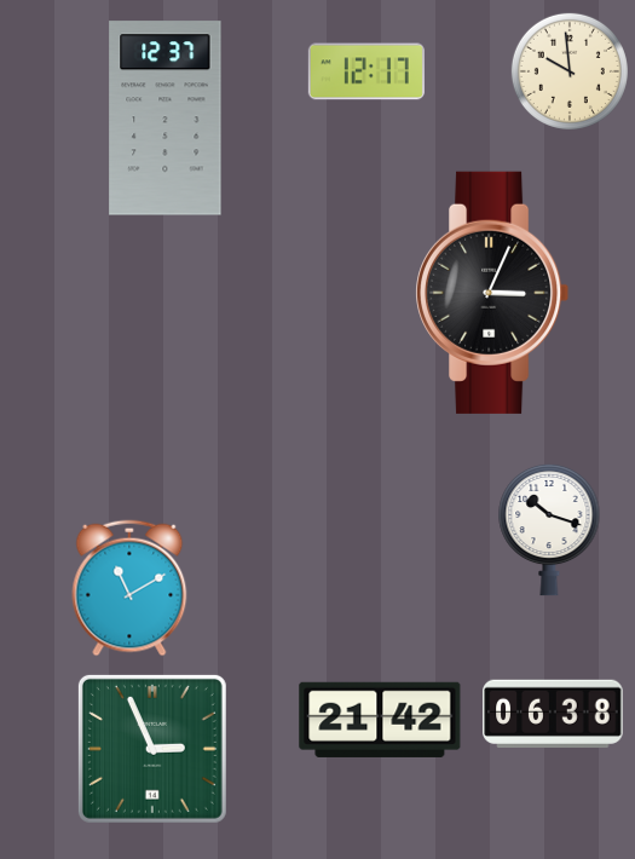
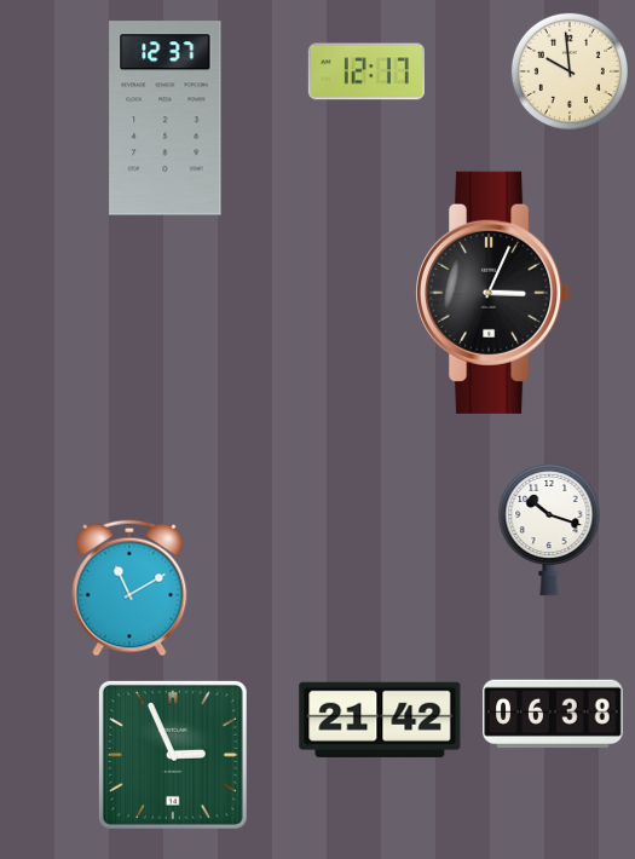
clock at (152, 749) position: (152, 749) -> (173, 755)
